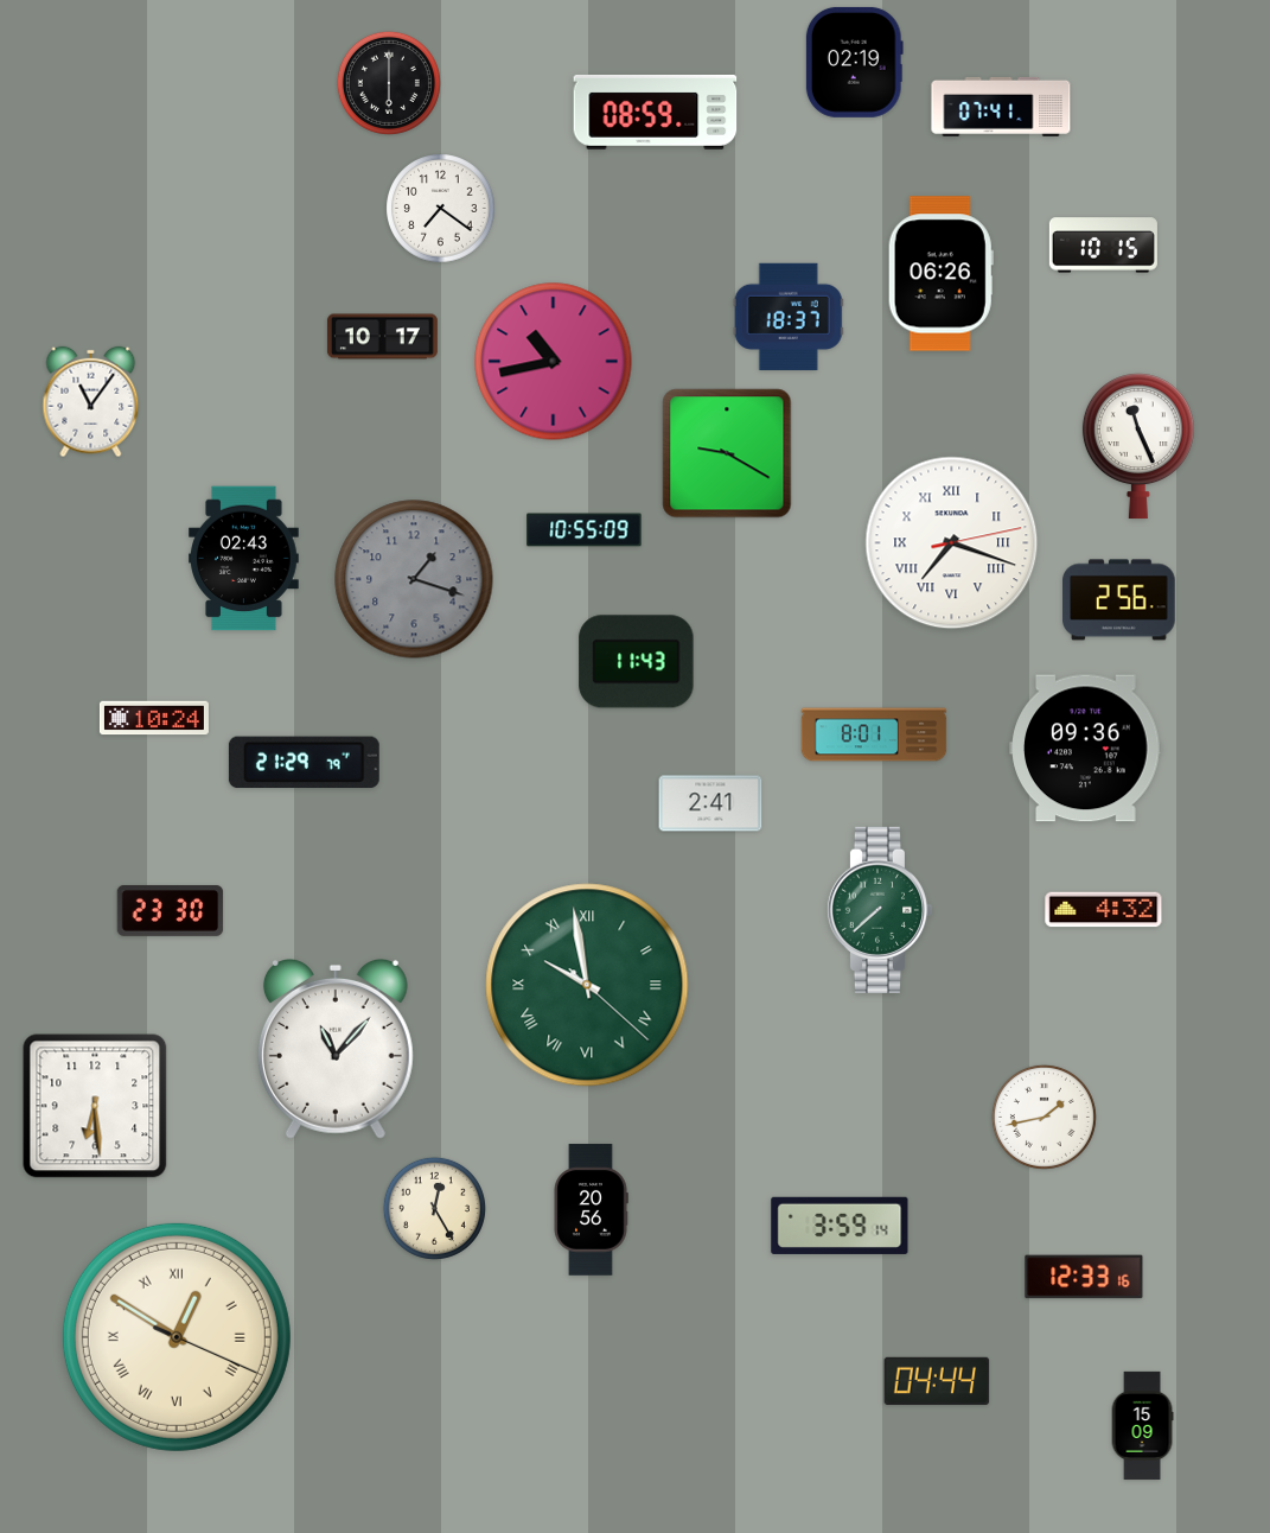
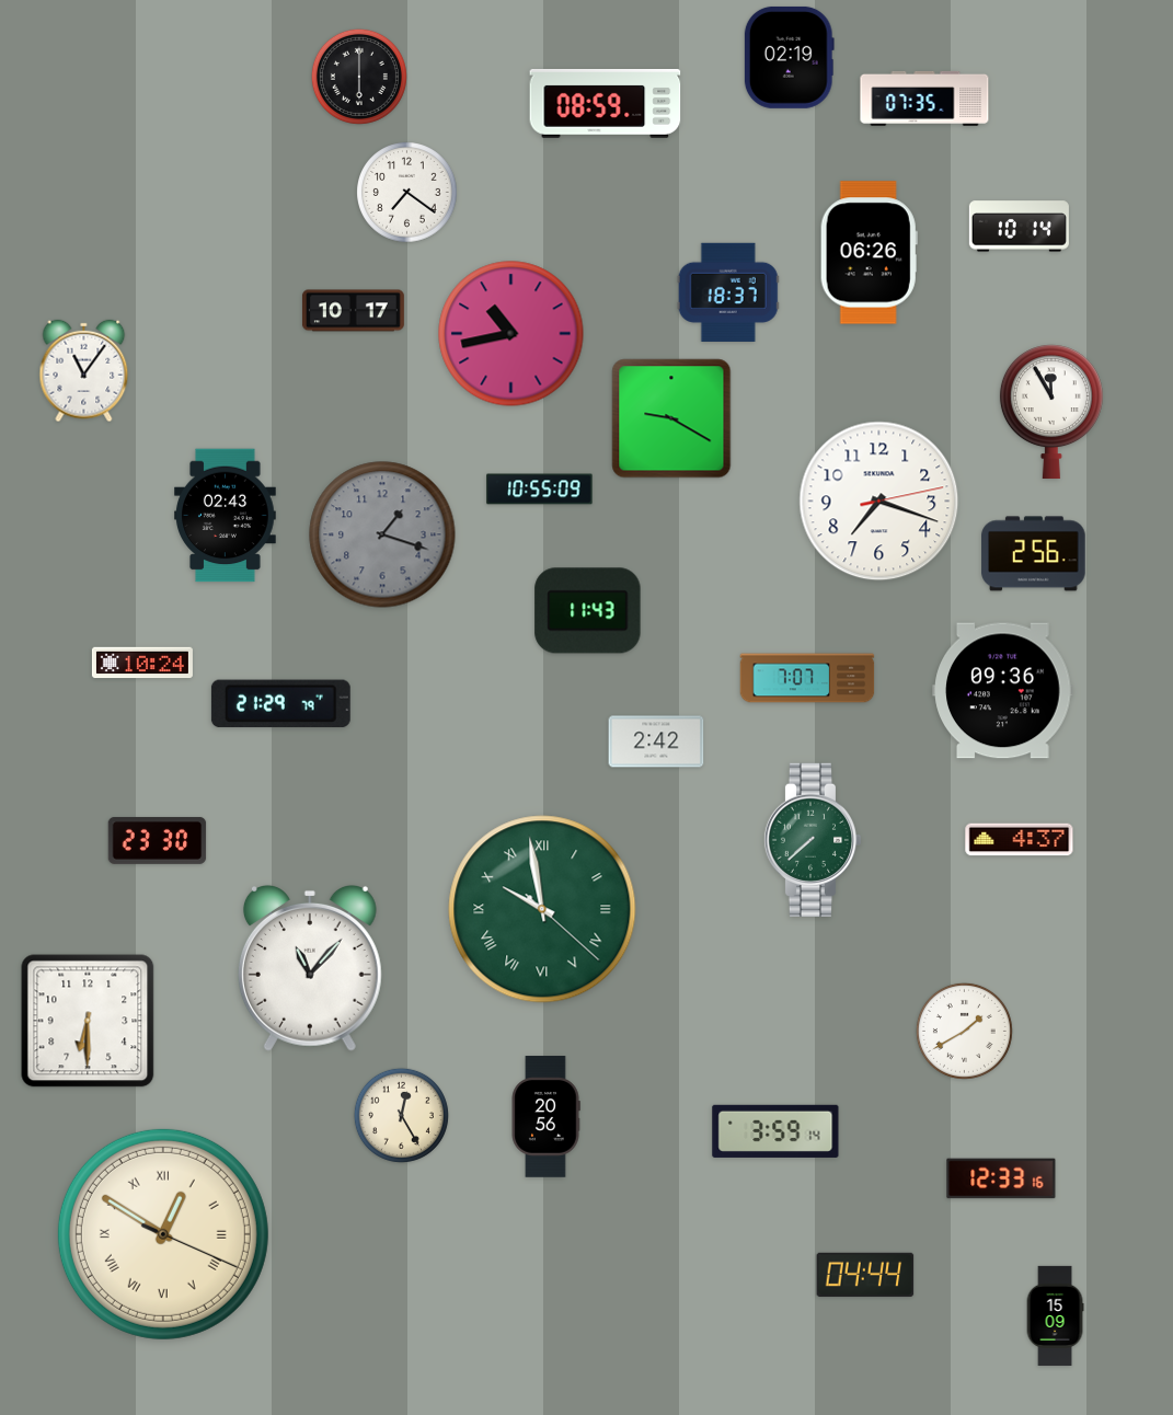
clock at (1001, 107): 07:41 -> 07:35
clock at (1103, 246): 10:15 -> 10:14
clock at (1138, 446): 11:26 -> 11:55
clock at (952, 543) numerals: Roman -> Arabic
clock at (874, 734): 8:01 -> 7:07
clock at (710, 803): 2:41 -> 2:42
clock at (1104, 910): 4:32 -> 4:37
clock at (95, 1106): 6:29 -> 6:30
clock at (1044, 1117): 1:43 -> 1:40
